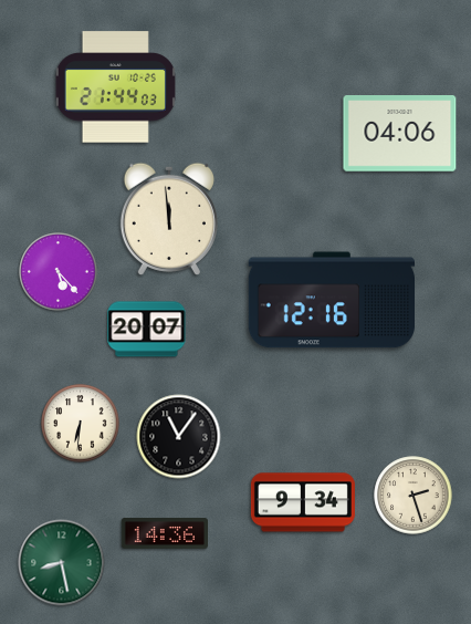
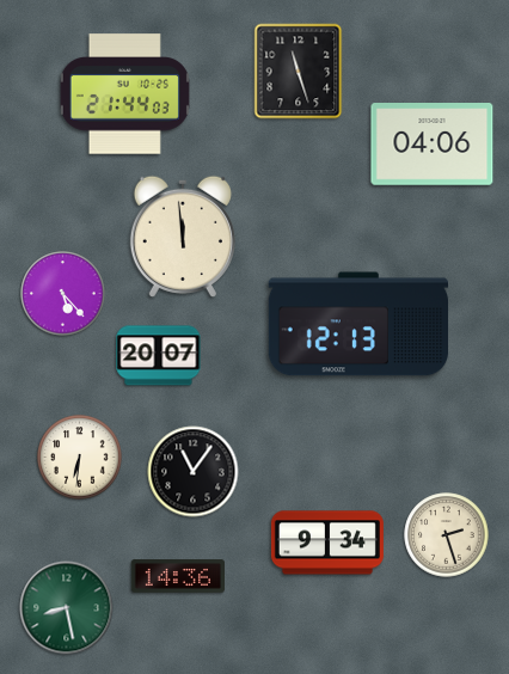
clock at (299, 72): none -> 11:27
clock at (331, 300): 12:16 -> 12:13
clock at (81, 424) position: (81, 424) -> (80, 458)
